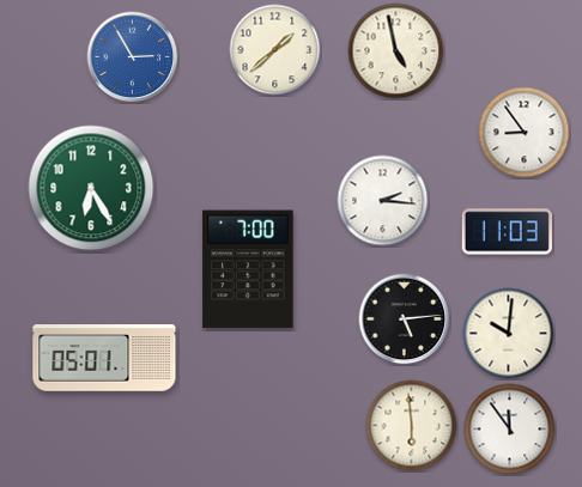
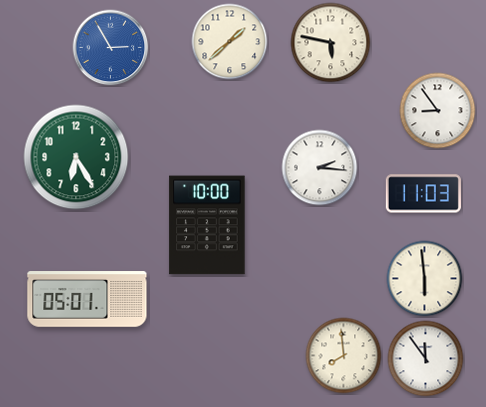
clock at (396, 51): 4:58 -> 5:47
clock at (248, 269): 7:00 -> 10:00
clock at (405, 319): 5:14 -> none
clock at (509, 334): 10:01 -> 5:59
clock at (412, 426): 5:59 -> 7:59
